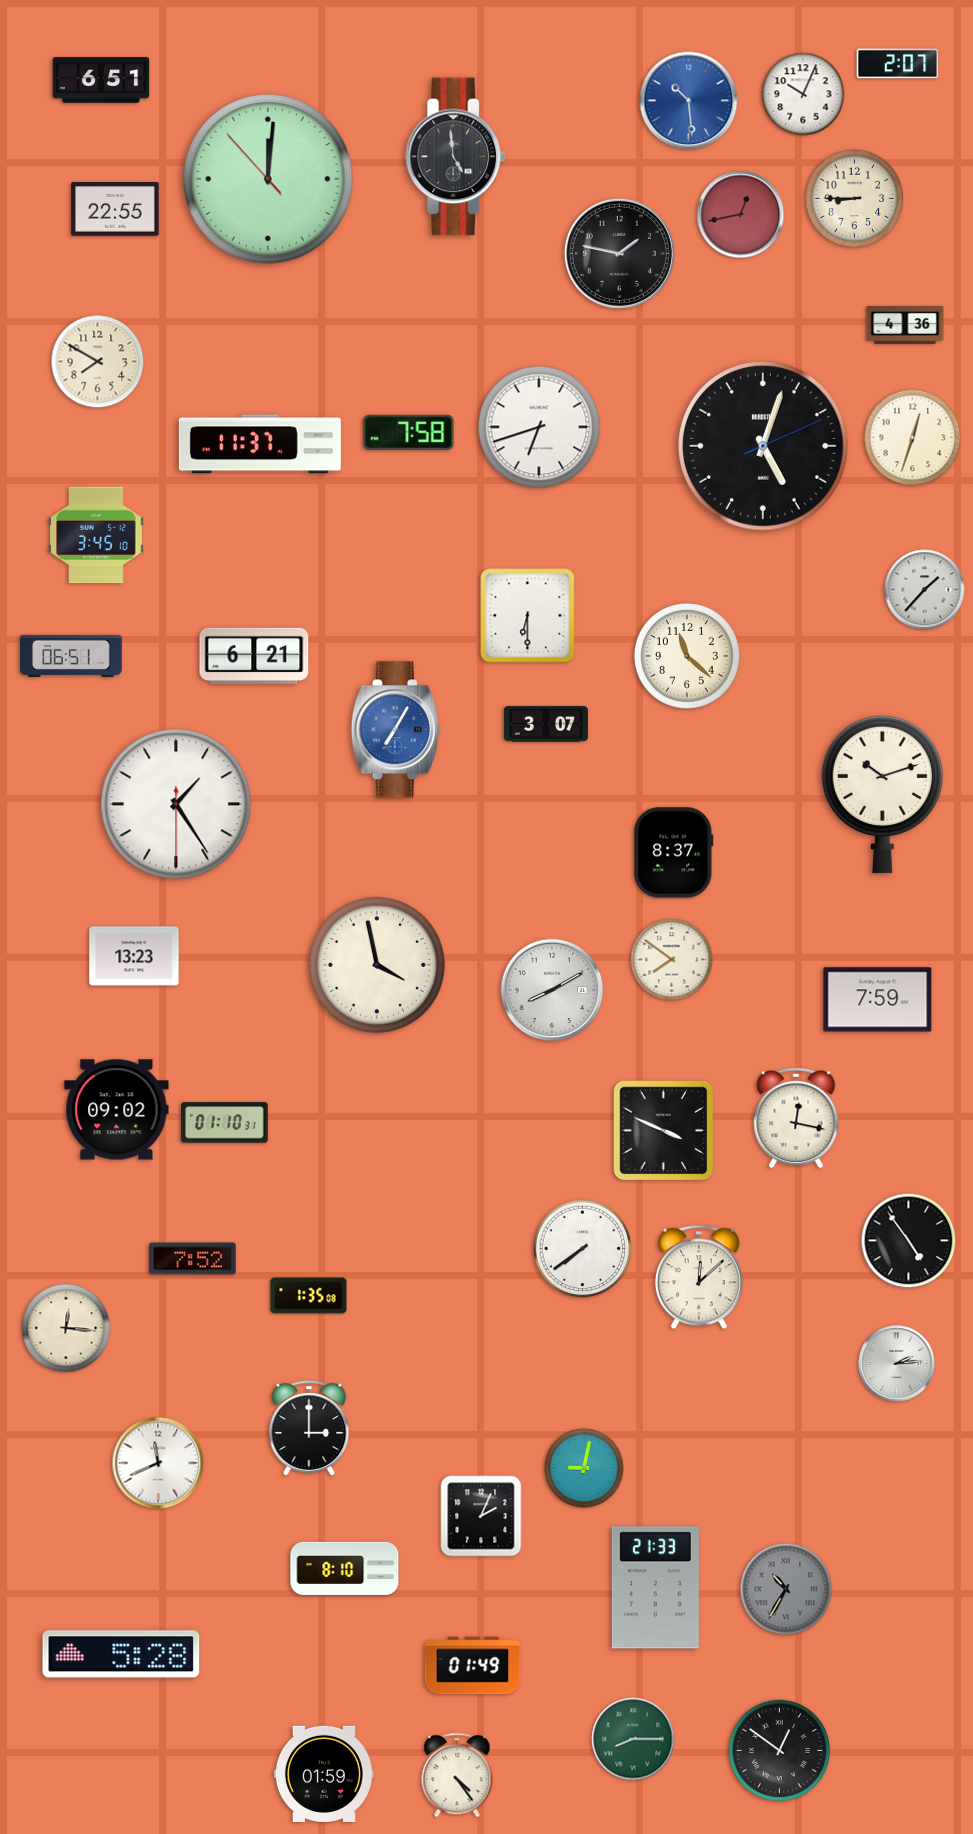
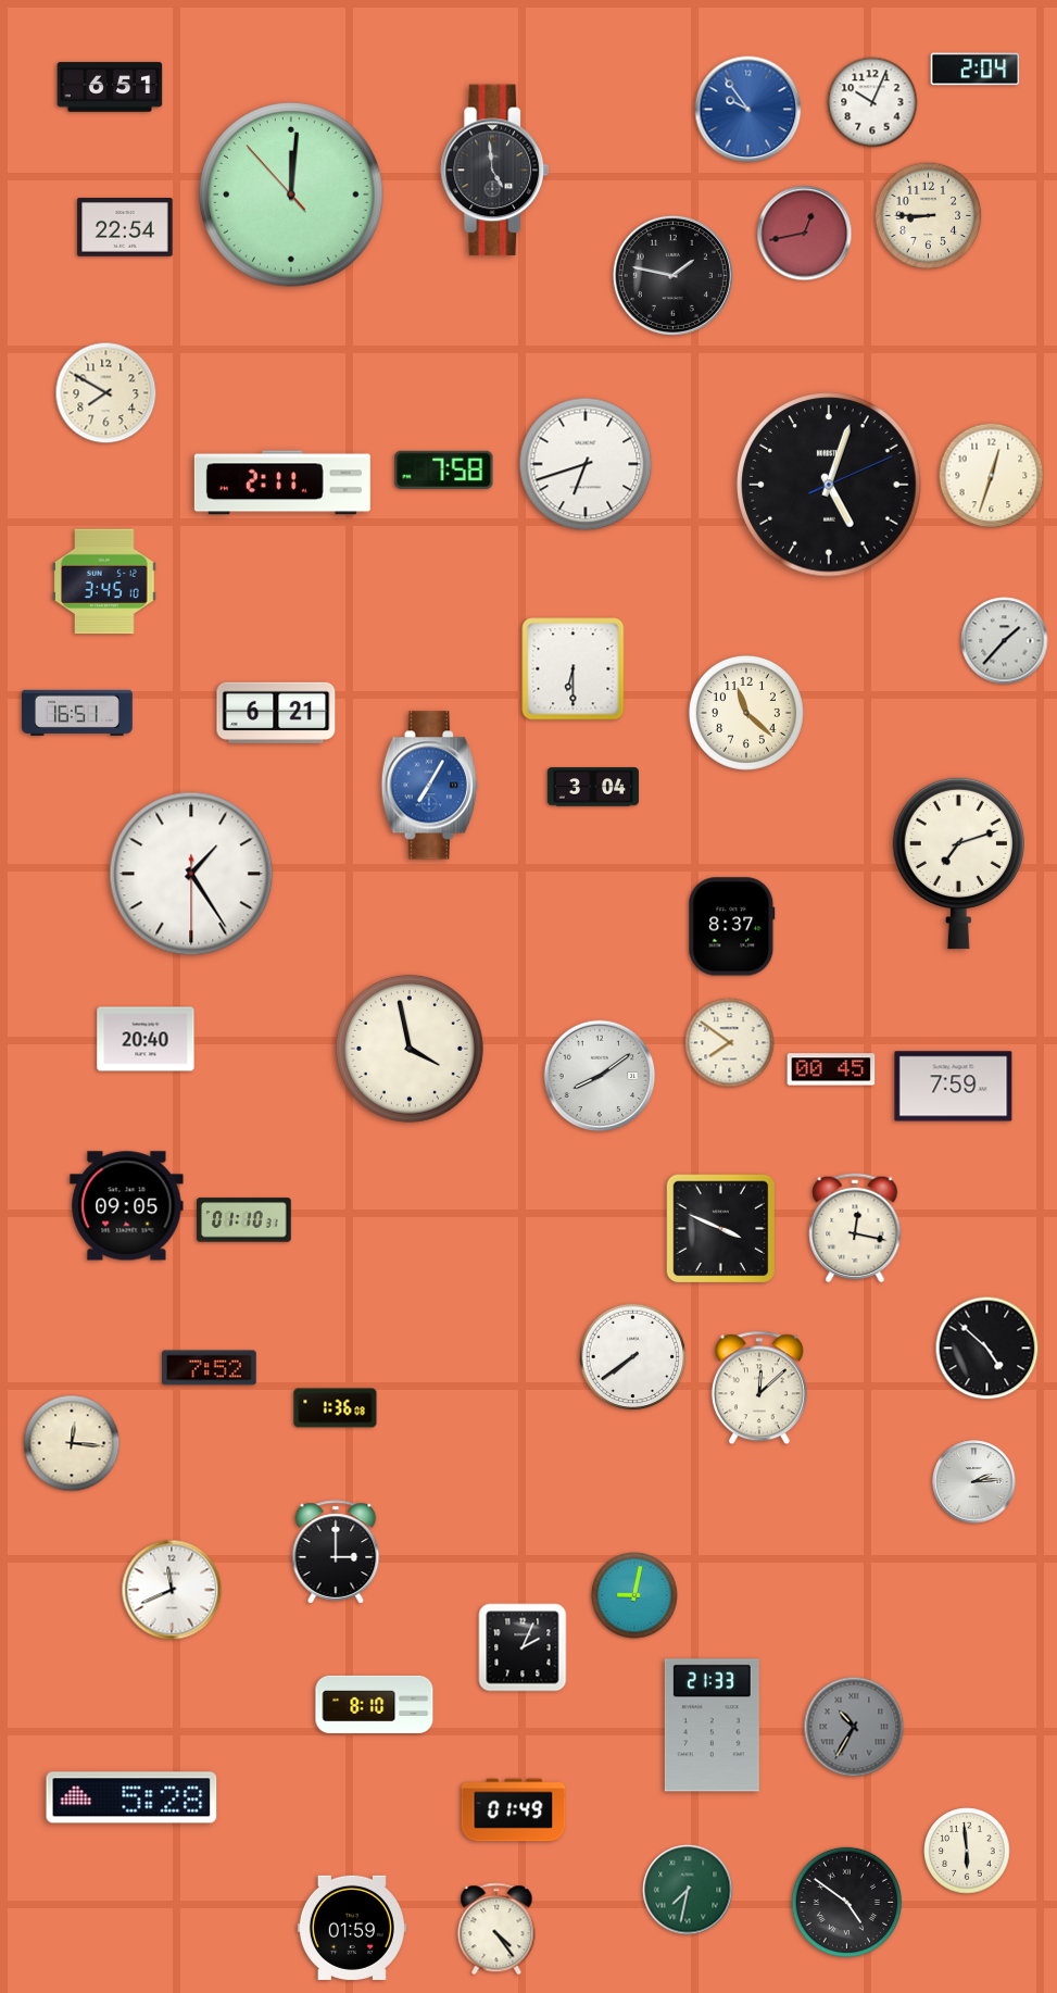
clock at (898, 64): 2:07 -> 2:04
clock at (689, 101): 10:29 -> 9:54
clock at (115, 210): 22:55 -> 22:54
clock at (905, 326): 4:36 -> none
clock at (260, 444): 11:37 -> 2:11
clock at (72, 656): 06:51 -> 16:51
clock at (546, 724): 3:07 -> 3:04
clock at (395, 730) position: (395, 730) -> (429, 786)
clock at (882, 794): 10:12 -> 7:12
clock at (134, 956): 13:23 -> 20:40
clock at (831, 1069): none -> 00:45
clock at (552, 990): 8:10 -> 8:09
clock at (117, 1110): 09:02 -> 09:05
clock at (796, 1118) position: (796, 1118) -> (855, 1228)
clock at (909, 1241): 4:54 -> 4:52
clock at (309, 1296): 1:35 -> 1:36
clock at (967, 1851): none -> 5:59
clock at (633, 1739): 8:15 -> 7:32
clock at (779, 1750): 12:51 -> 4:51
